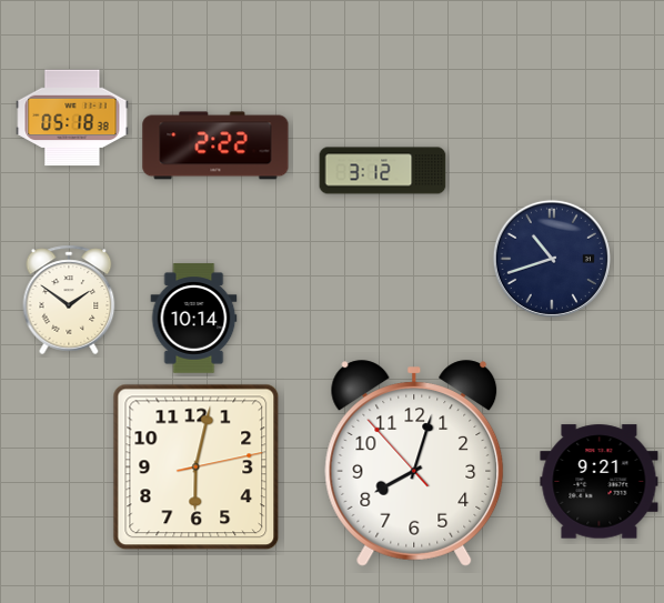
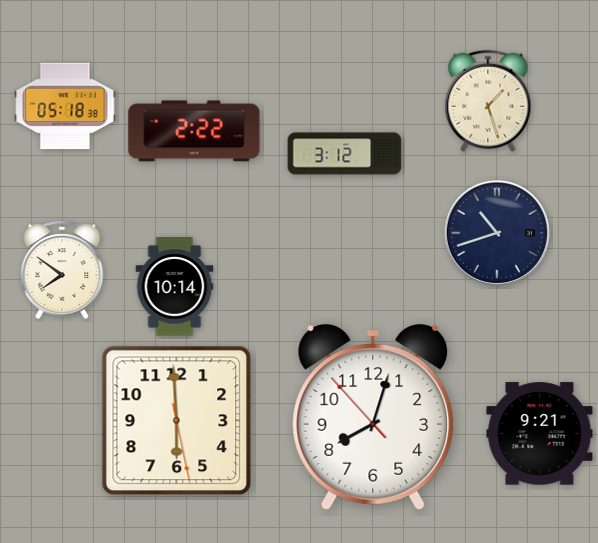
clock at (488, 101): none -> 1:27
clock at (69, 300): 1:51 -> 7:51
clock at (197, 468): 6:02 -> 5:59
